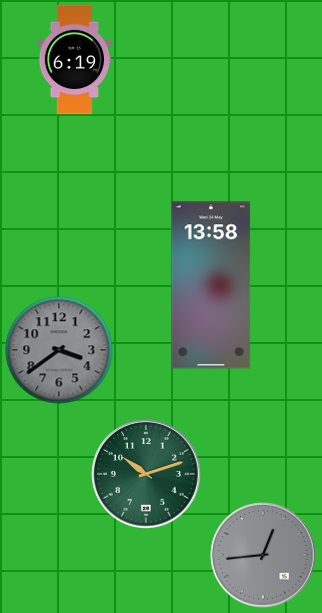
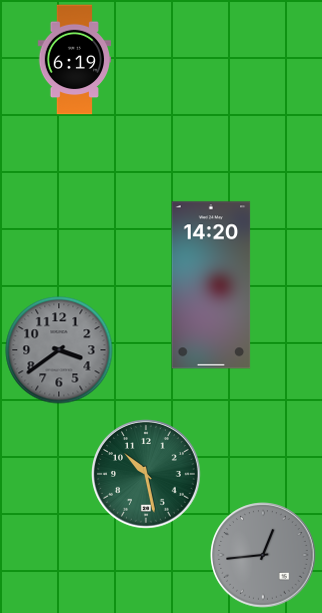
clock at (211, 285): 13:58 -> 14:20
clock at (147, 475): 10:12 -> 10:28
